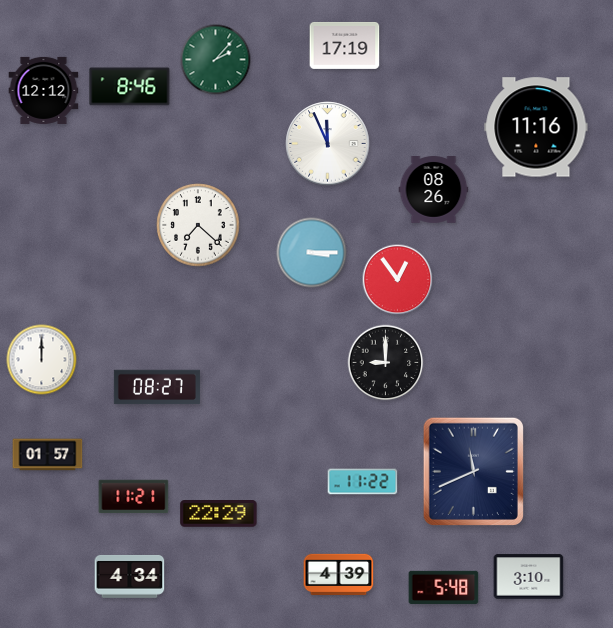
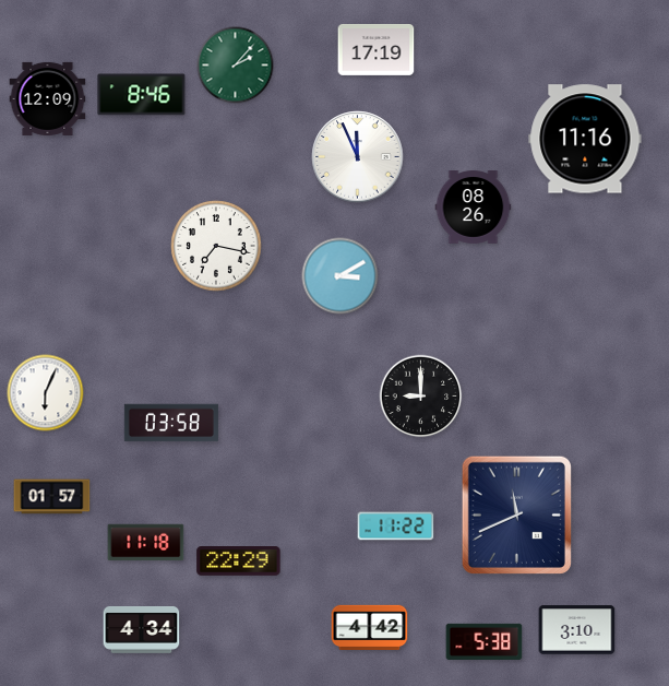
clock at (44, 90): 12:12 -> 12:09
clock at (198, 225): 7:22 -> 7:17
clock at (312, 253): 3:15 -> 3:10
clock at (398, 280): 12:54 -> none
clock at (42, 360): 12:00 -> 6:04
clock at (157, 387): 08:27 -> 03:58
clock at (134, 497): 11:21 -> 11:18
clock at (339, 575): 4:39 -> 4:42
clock at (444, 587): 5:48 -> 5:38
